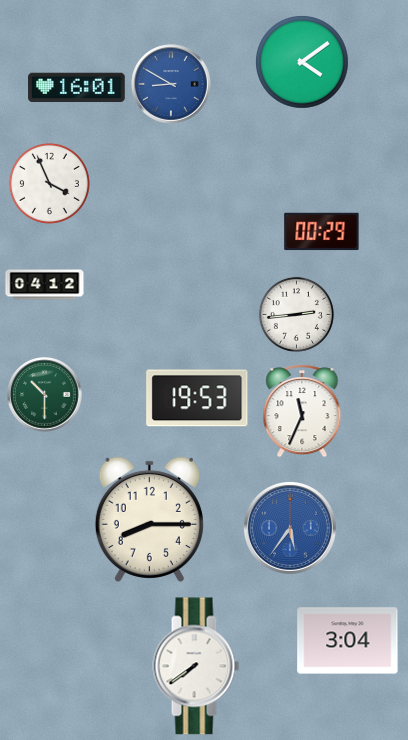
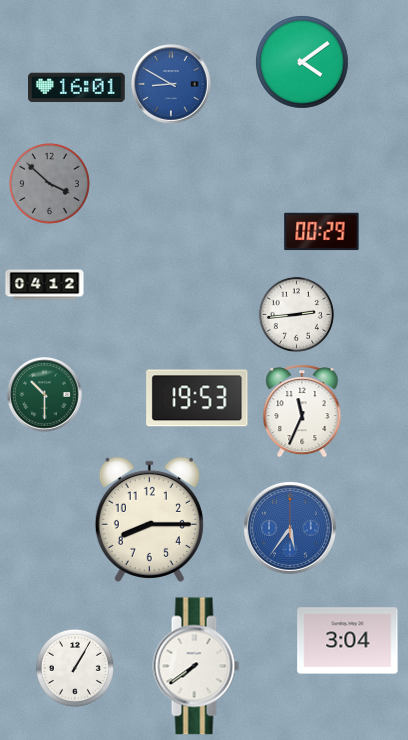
clock at (49, 183): 3:56 -> 3:52
clock at (49, 183) dial: white -> grey
clock at (75, 668): none -> 1:05
